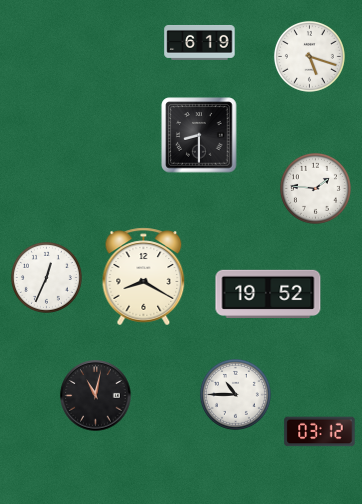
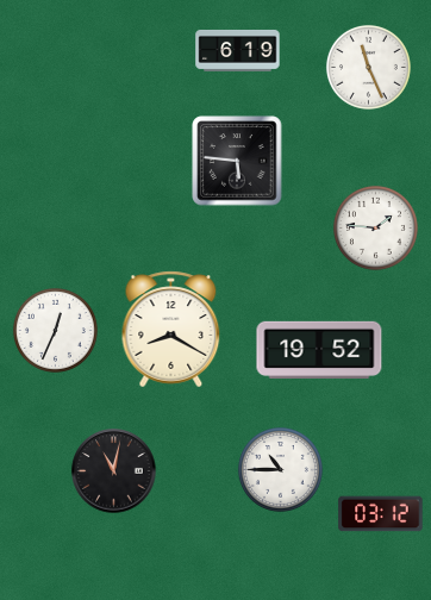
clock at (309, 56): 5:18 -> 11:26
clock at (199, 135): 8:30 -> 5:46
clock at (315, 188) position: (315, 188) -> (375, 227)
